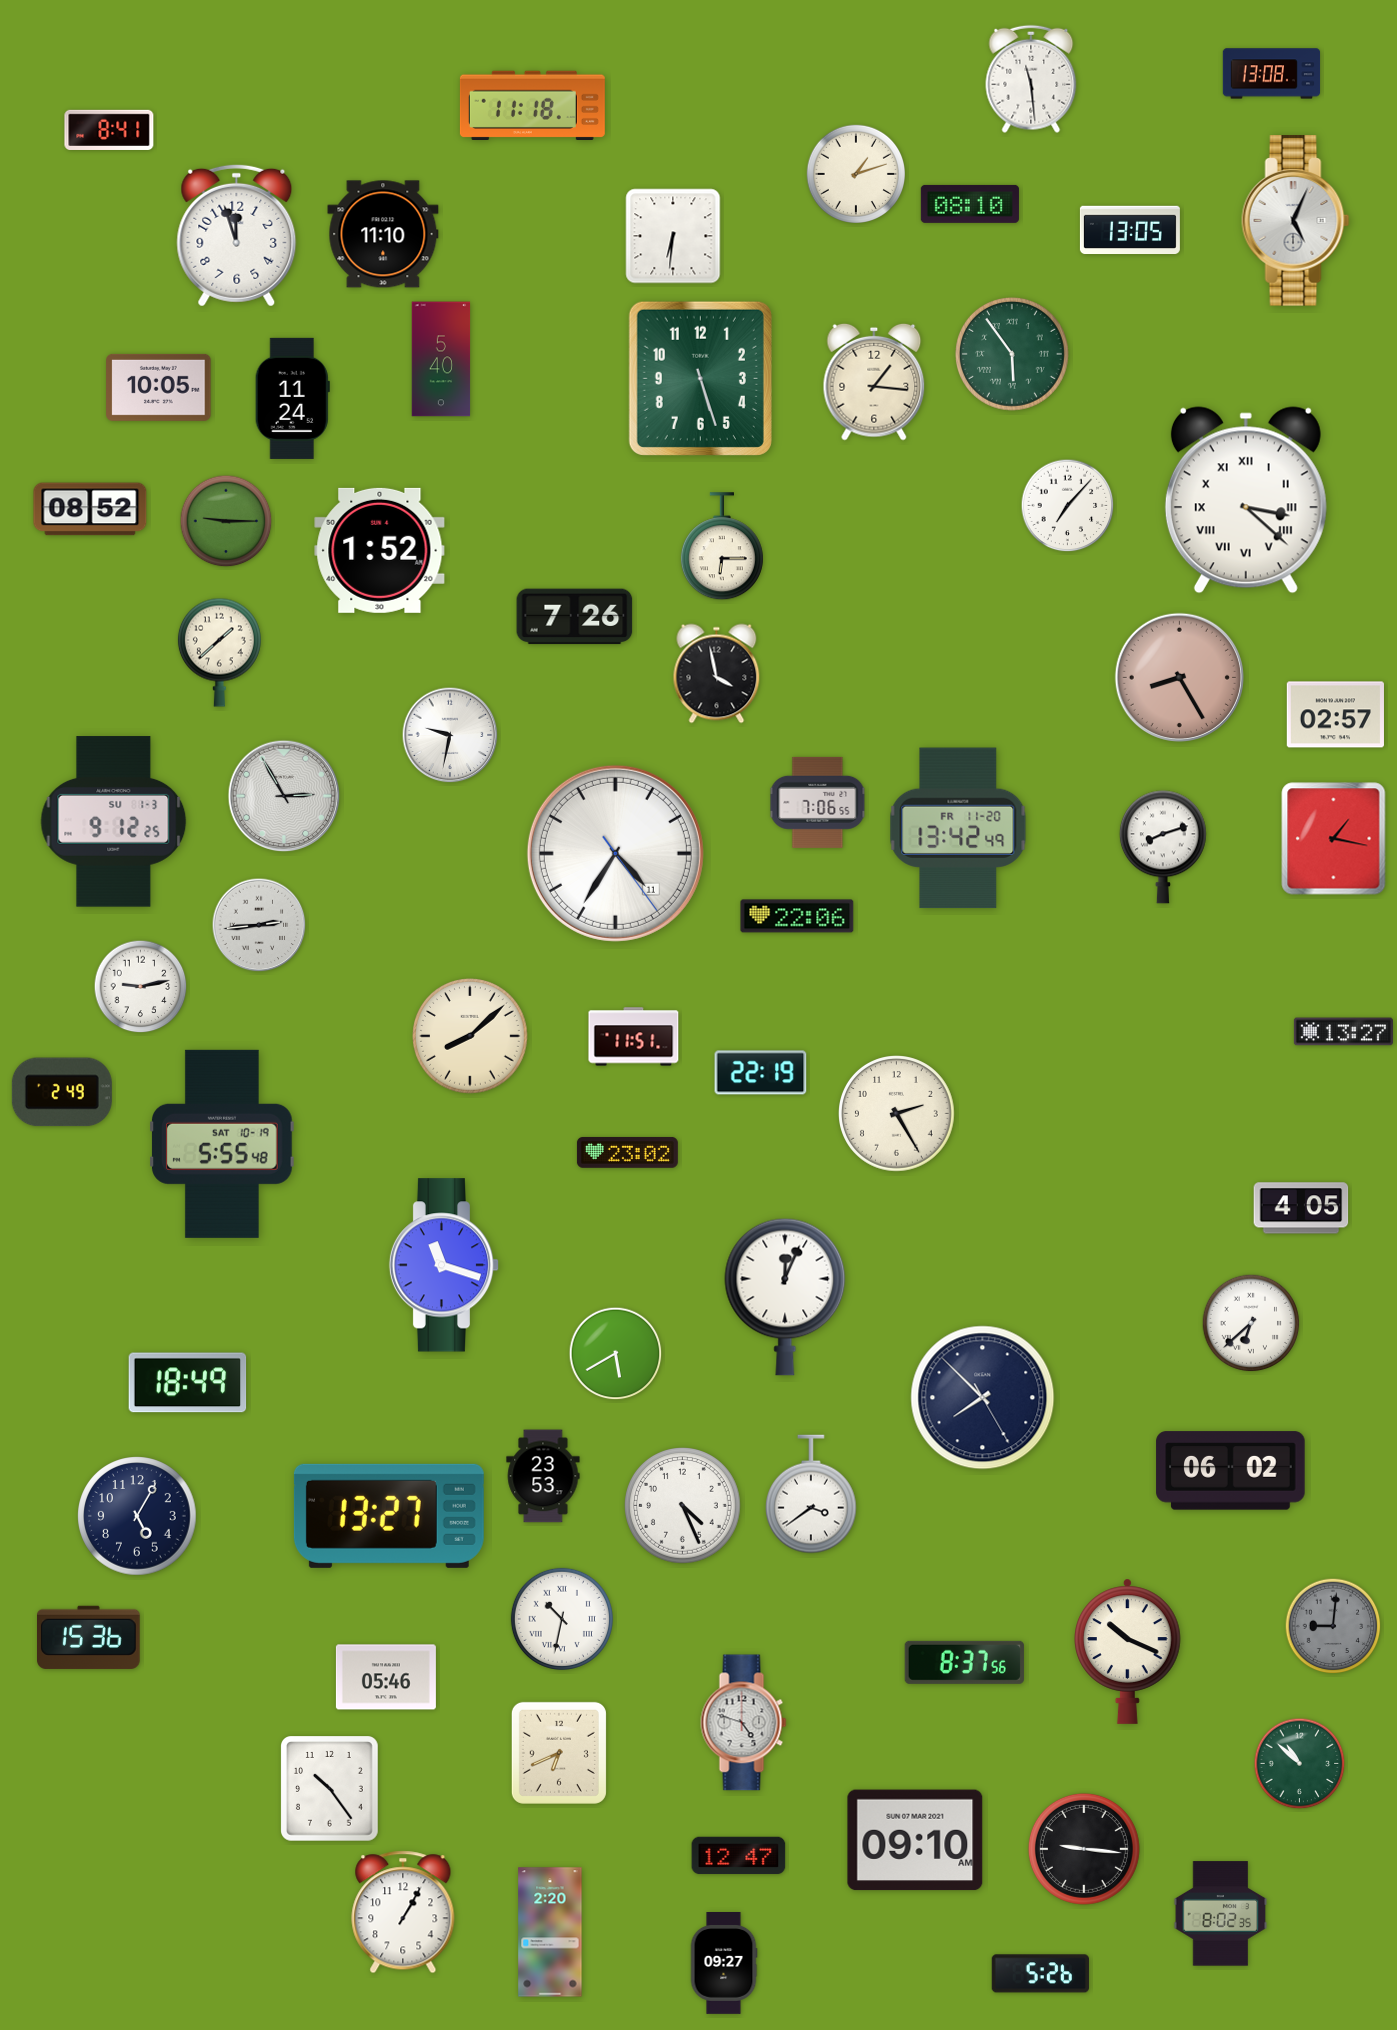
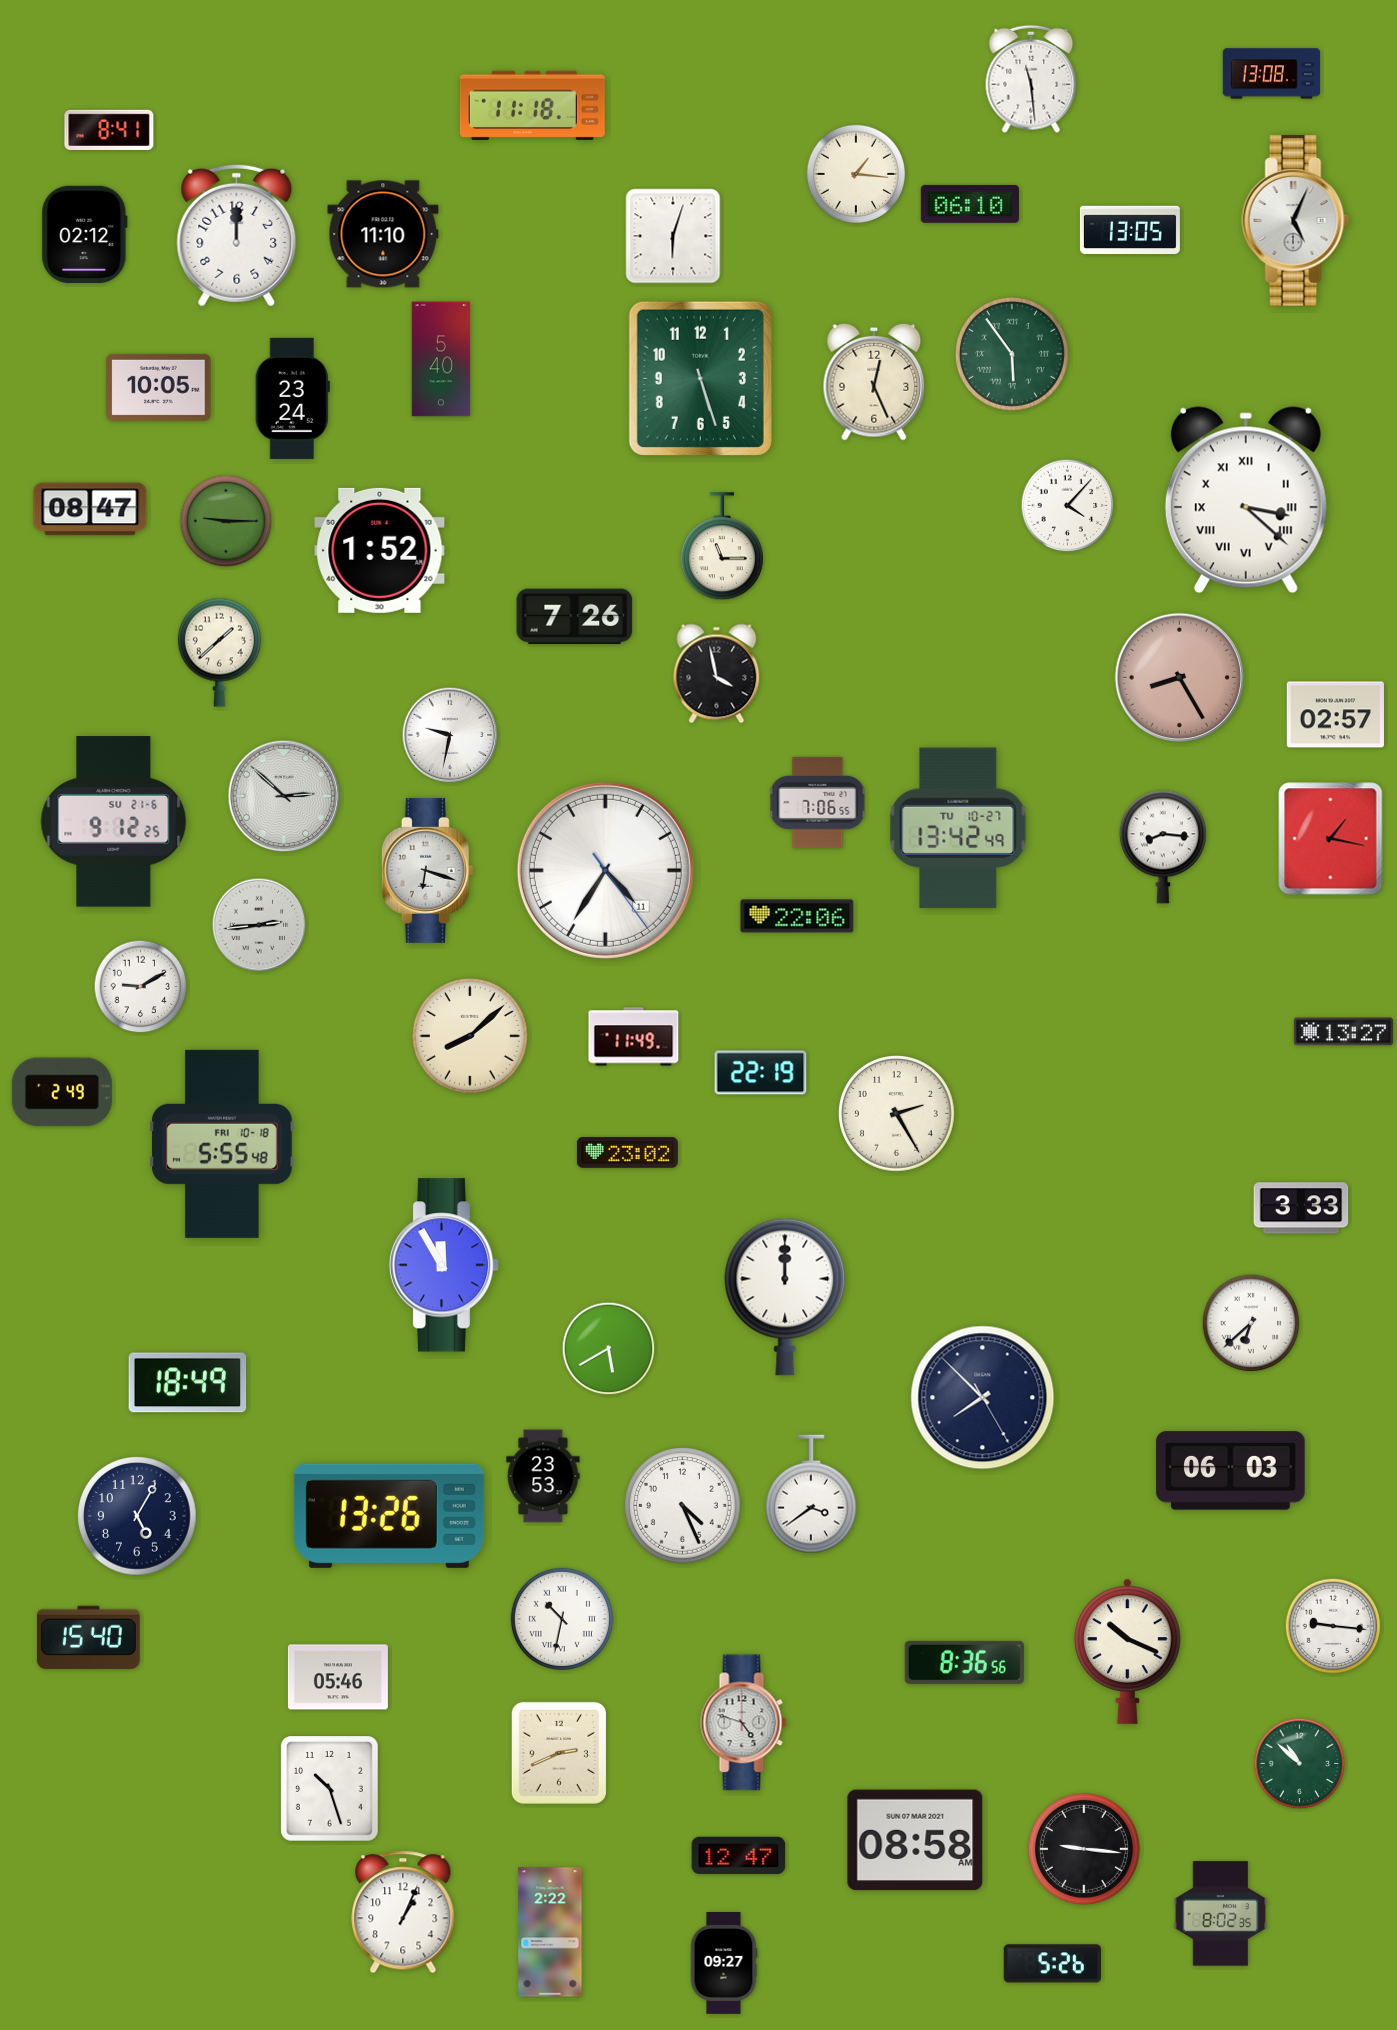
clock at (855, 173): 1:12 -> 1:16
clock at (970, 204): 08:10 -> 06:10
clock at (85, 234): none -> 02:12
clock at (237, 235): 11:57 -> 12:00
clock at (673, 236): 6:31 -> 6:03
clock at (874, 382): 1:16 -> 12:26
clock at (292, 398): 11:24 -> 23:24
clock at (1068, 506): 7:07 -> 4:07
clock at (90, 509): 08:52 -> 08:47
clock at (722, 547): 6:15 -> 11:15
clock at (284, 796): 2:55 -> 2:52
clock at (114, 822) date: SU 1-3 -> SU 21-6
clock at (958, 828) date: FR 11-20 -> TU 10-27
clock at (1334, 839) position: (1334, 839) -> (1331, 839)
clock at (1163, 847): 8:12 -> 8:16
clock at (615, 853) position: (615, 853) -> (605, 870)
clock at (427, 870): none -> 6:18
clock at (141, 987): 9:13 -> 9:10
clock at (634, 1037): 11:51 -> 11:49
clock at (223, 1144) date: SAT 10-19 -> FRI 10-18
clock at (1301, 1208): 4:05 -> 3:33
clock at (444, 1265): 11:18 -> 11:55
clock at (785, 1297): 12:04 -> 12:00
clock at (616, 1354) position: (616, 1354) -> (609, 1349)
clock at (1231, 1471): 06:02 -> 06:03
clock at (389, 1516): 13:27 -> 13:26
clock at (1333, 1626): 9:01 -> 9:16
clock at (1333, 1626) dial: grey -> white
clock at (89, 1637): 15:36 -> 15:40
clock at (964, 1662): 8:37 -> 8:36
clock at (386, 1677) position: (386, 1677) -> (338, 1677)
clock at (559, 1753): 6:41 -> 2:41
clock at (330, 1789): 10:24 -> 10:27
clock at (915, 1840): 09:10 -> 08:58
clock at (403, 1912): 1:05 -> 1:04
clock at (550, 1932): 2:20 -> 2:22
clock at (1040, 1974) position: (1040, 1974) -> (1052, 1964)
